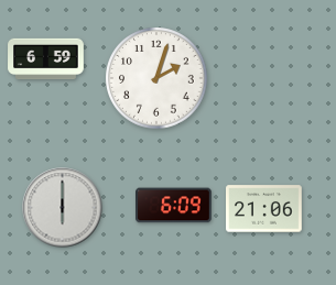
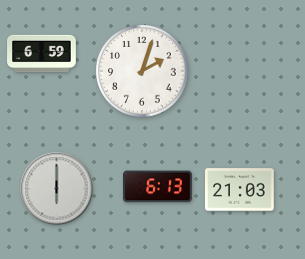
clock at (174, 206): 6:09 -> 6:13
clock at (264, 209): 21:06 -> 21:03
